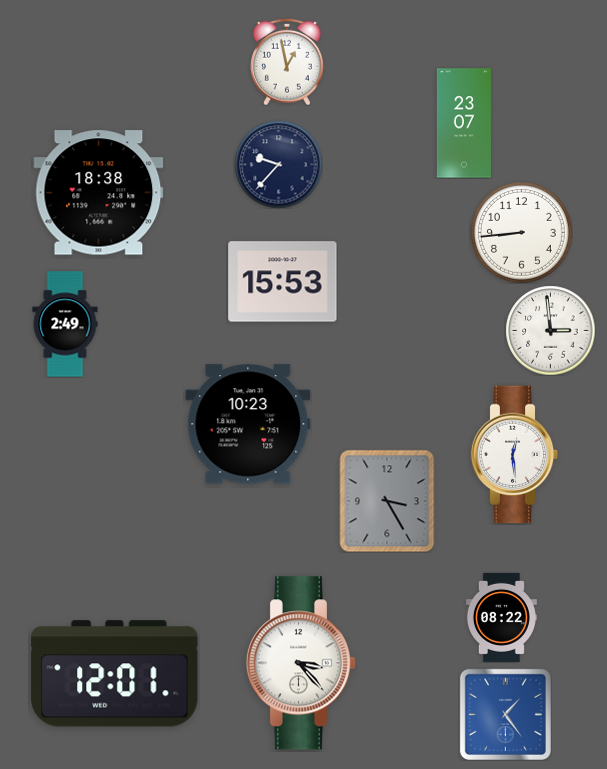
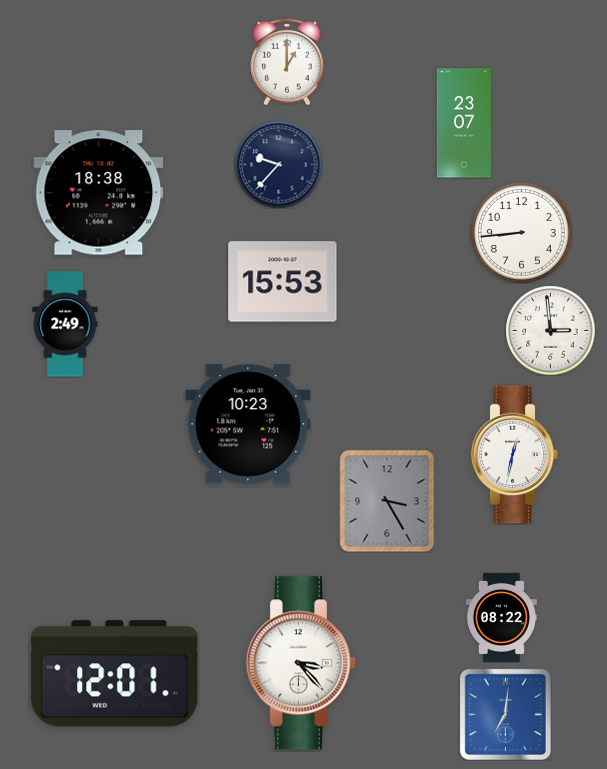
clock at (288, 62): 12:58 -> 1:00
clock at (515, 455): 12:29 -> 12:32
clock at (505, 714): 1:24 -> 7:01
